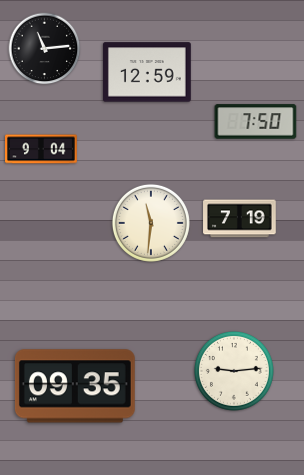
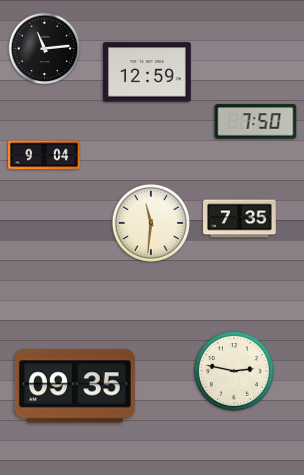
clock at (42, 149) position: (42, 149) -> (45, 155)
clock at (240, 219): 7:19 -> 7:35
clock at (234, 371): 9:14 -> 2:47
